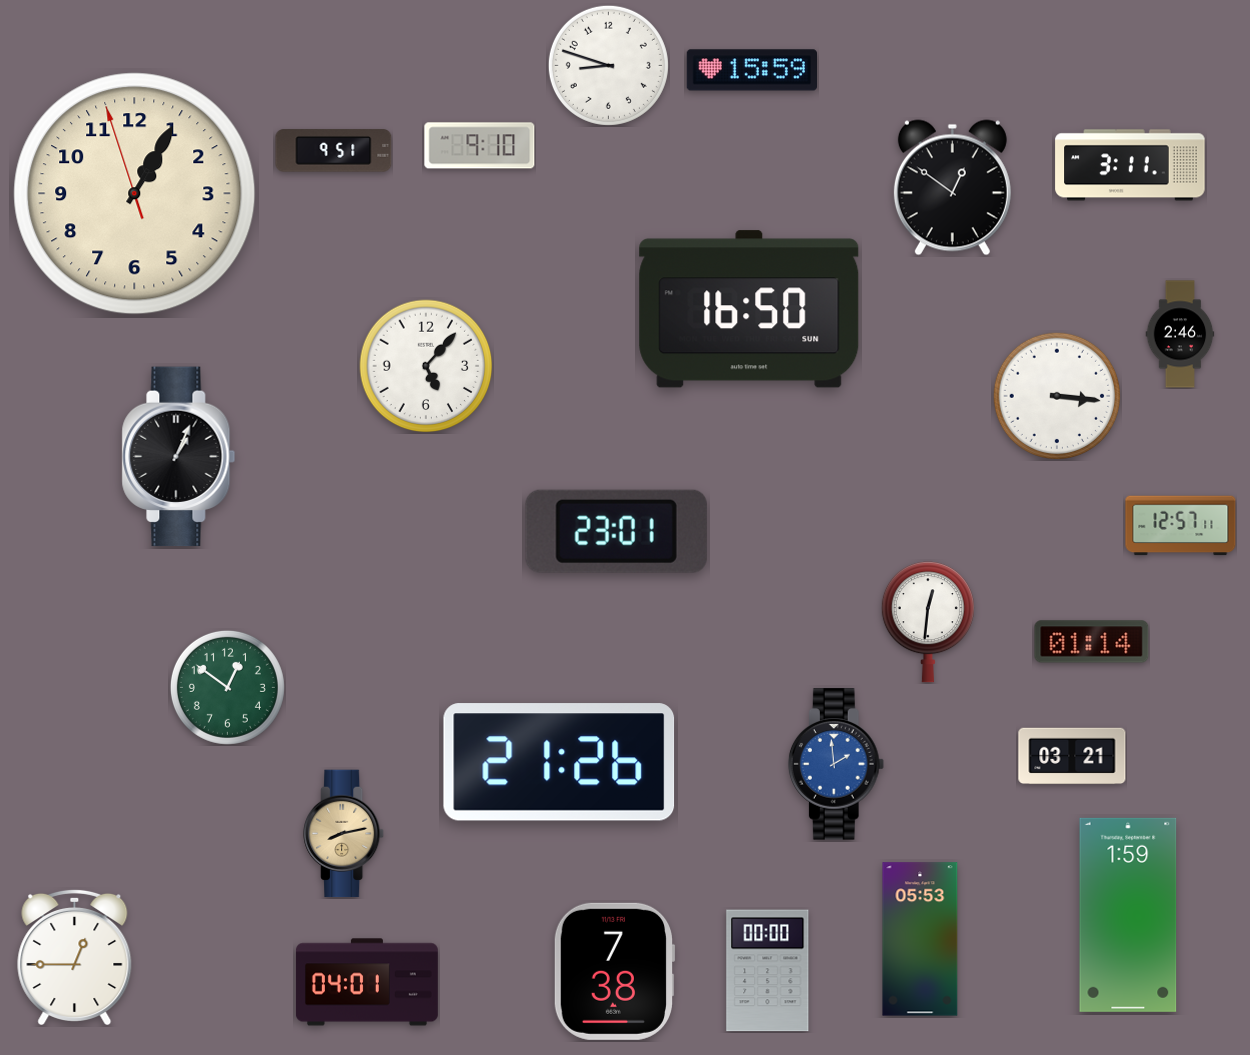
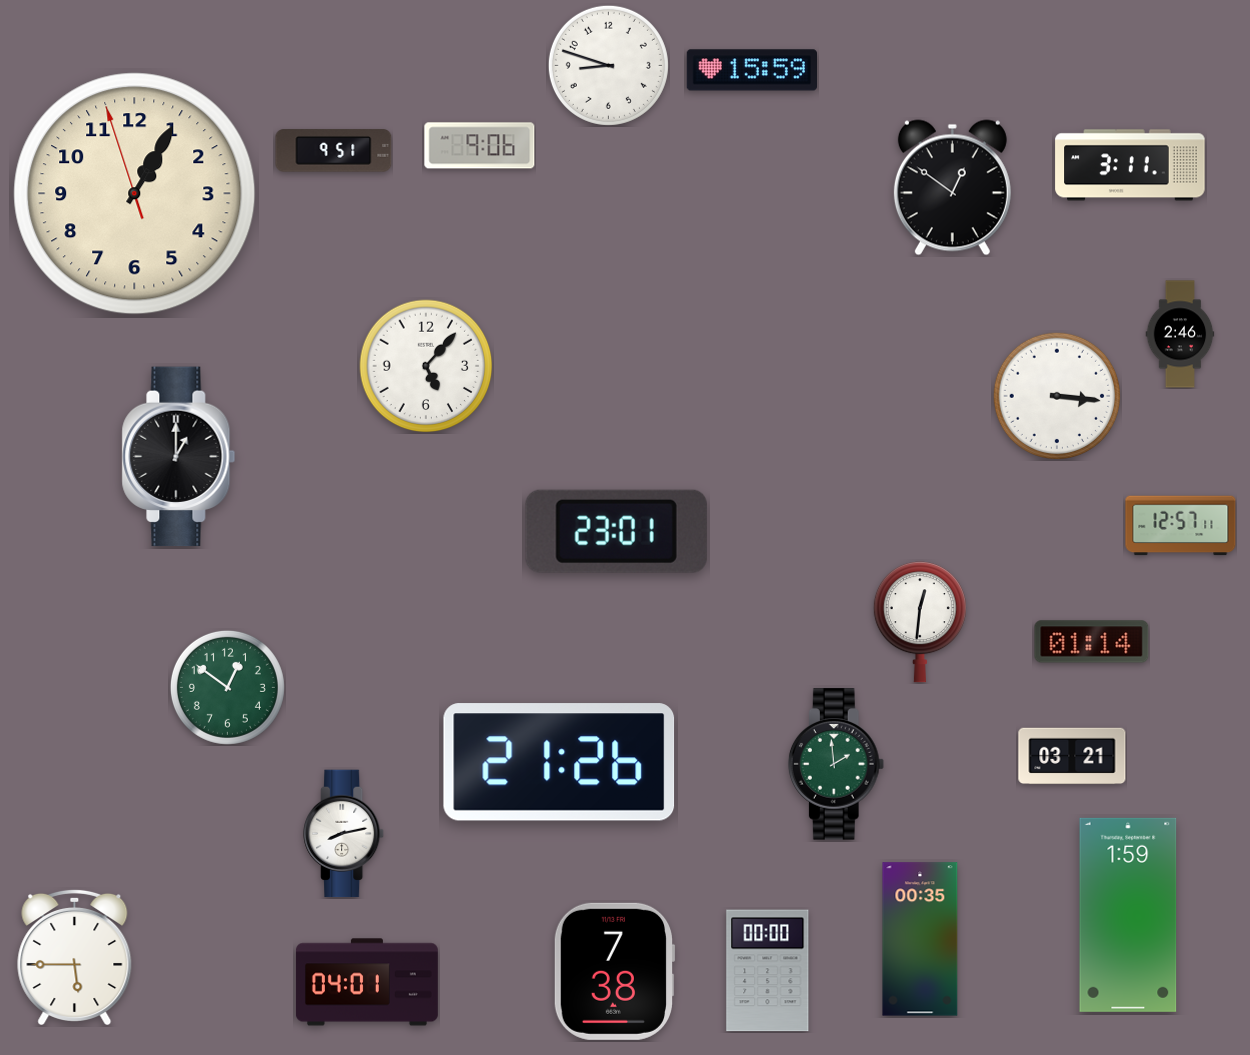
clock at (480, 146): 9:10 -> 9:06
clock at (749, 309): 16:50 -> none
clock at (179, 457): 1:04 -> 1:00
clock at (928, 622) position: (928, 622) -> (920, 622)
clock at (836, 764) dial: blue -> green
clock at (344, 834) dial: champagne -> white
clock at (920, 939): 05:53 -> 00:35
clock at (75, 956): 12:45 -> 5:45
